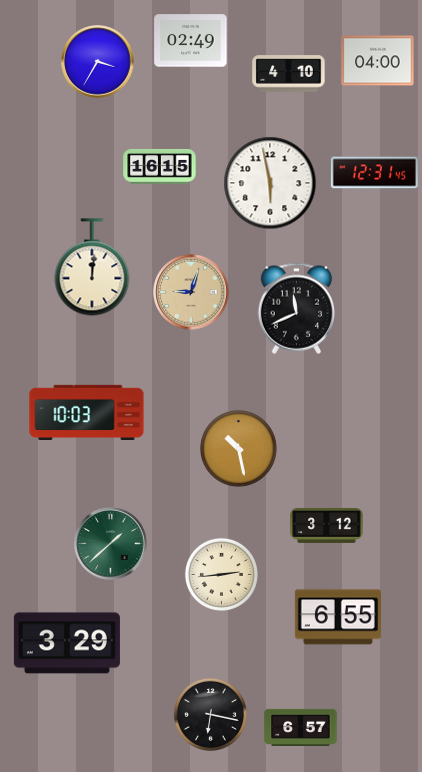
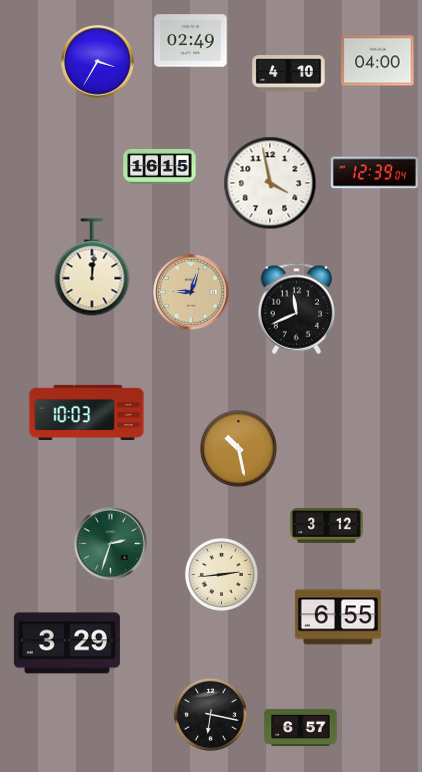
clock at (374, 173): 12:31 -> 12:39
clock at (270, 183): 5:58 -> 3:58
clock at (111, 544): 1:38 -> 2:33
